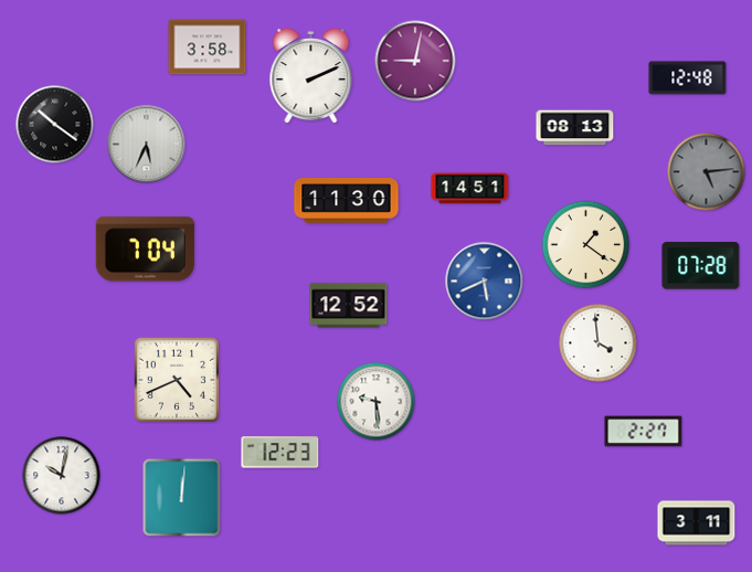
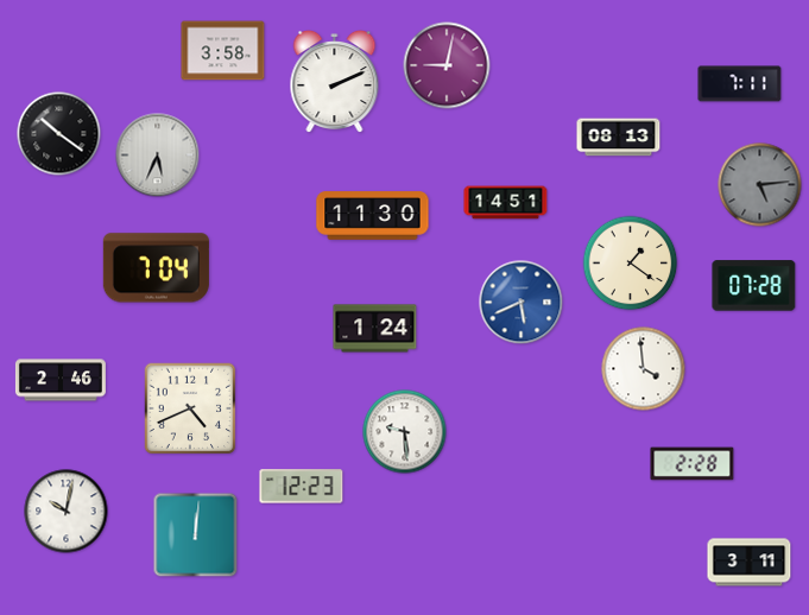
clock at (688, 78): 12:48 -> 7:11
clock at (349, 306): 12:52 -> 1:24
clock at (61, 380): none -> 2:46
clock at (644, 432): 2:27 -> 2:28
